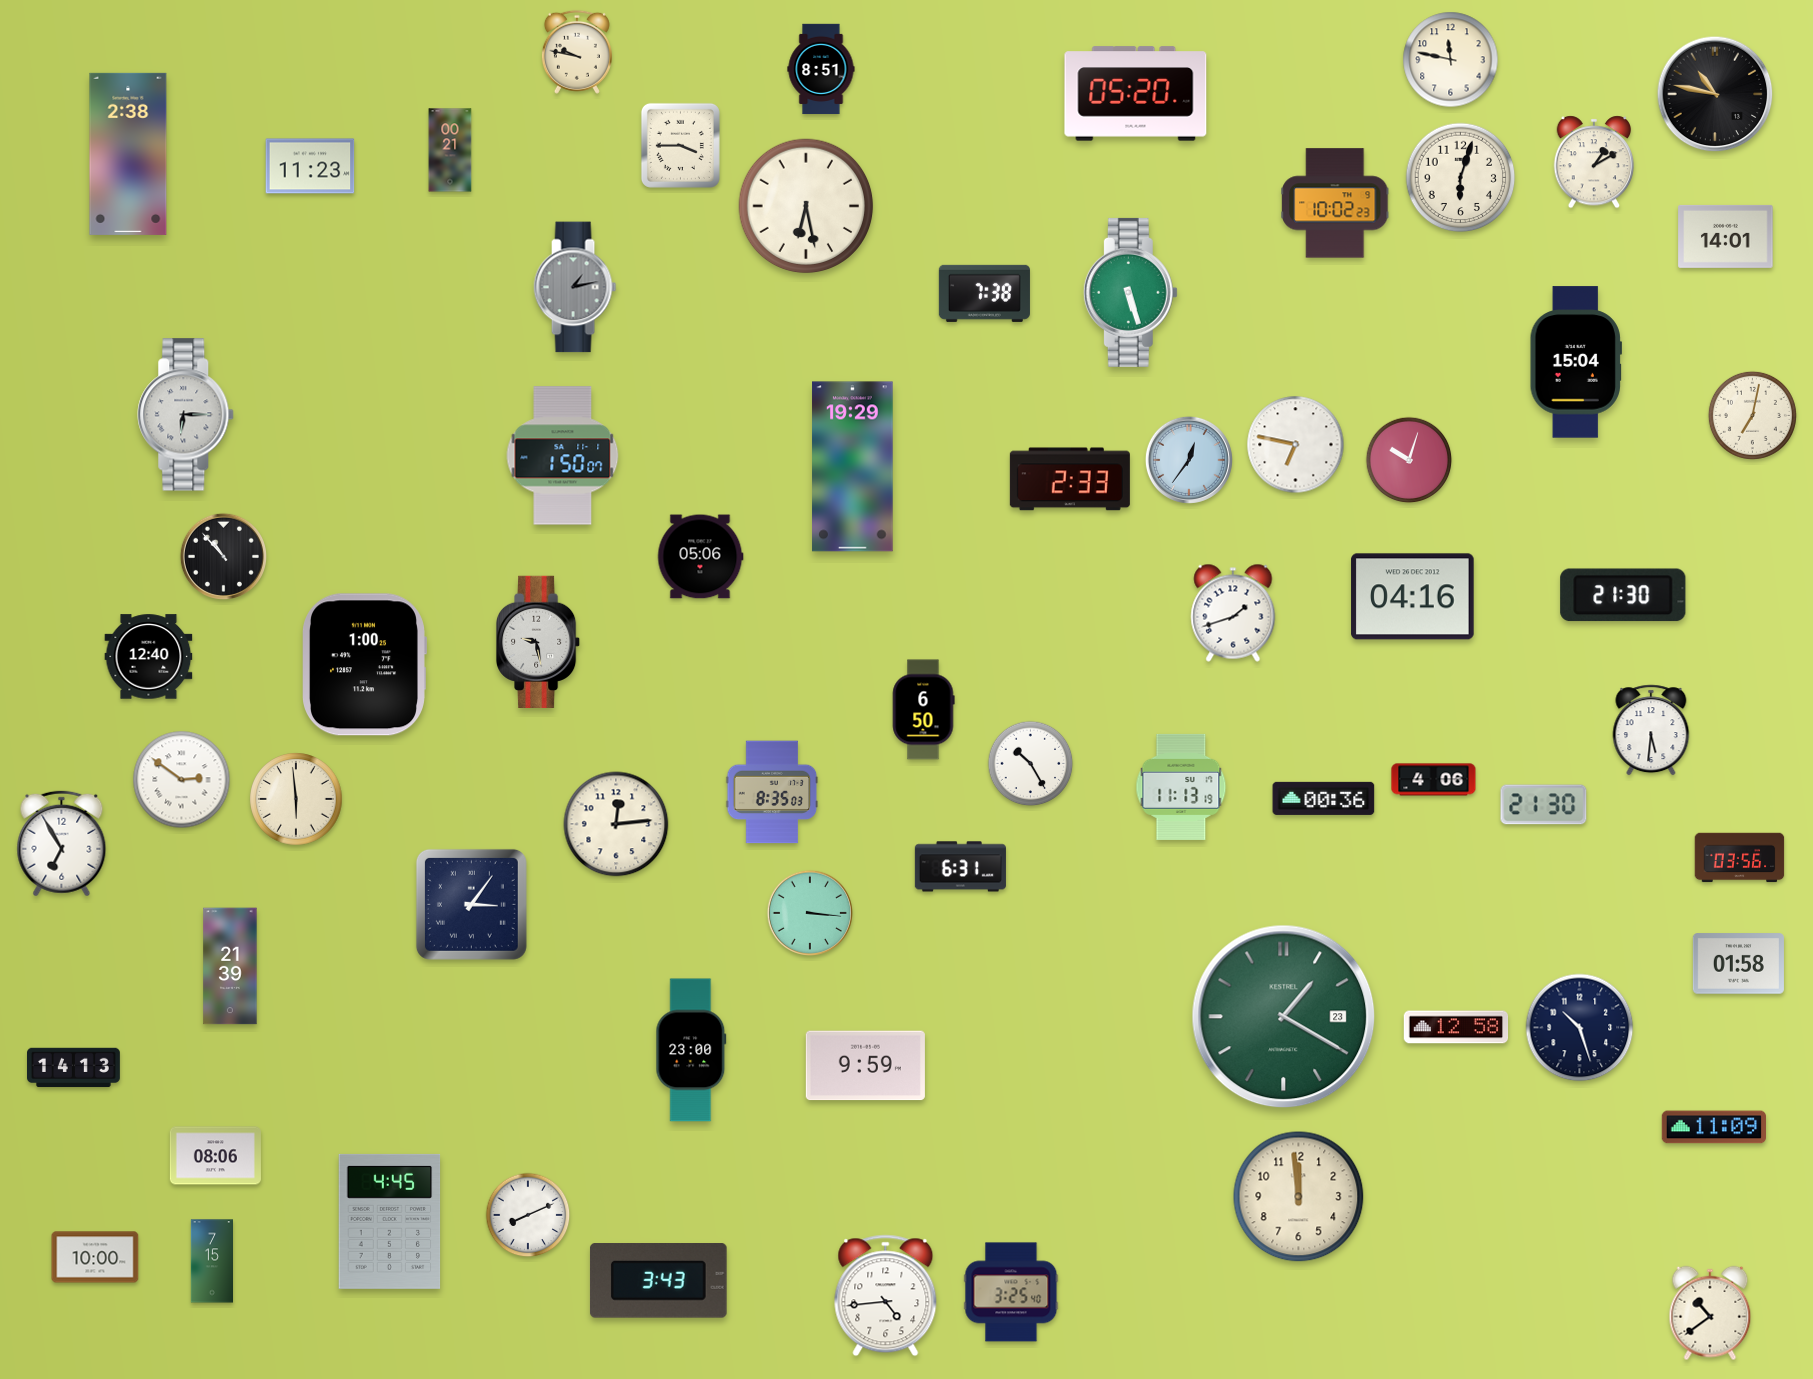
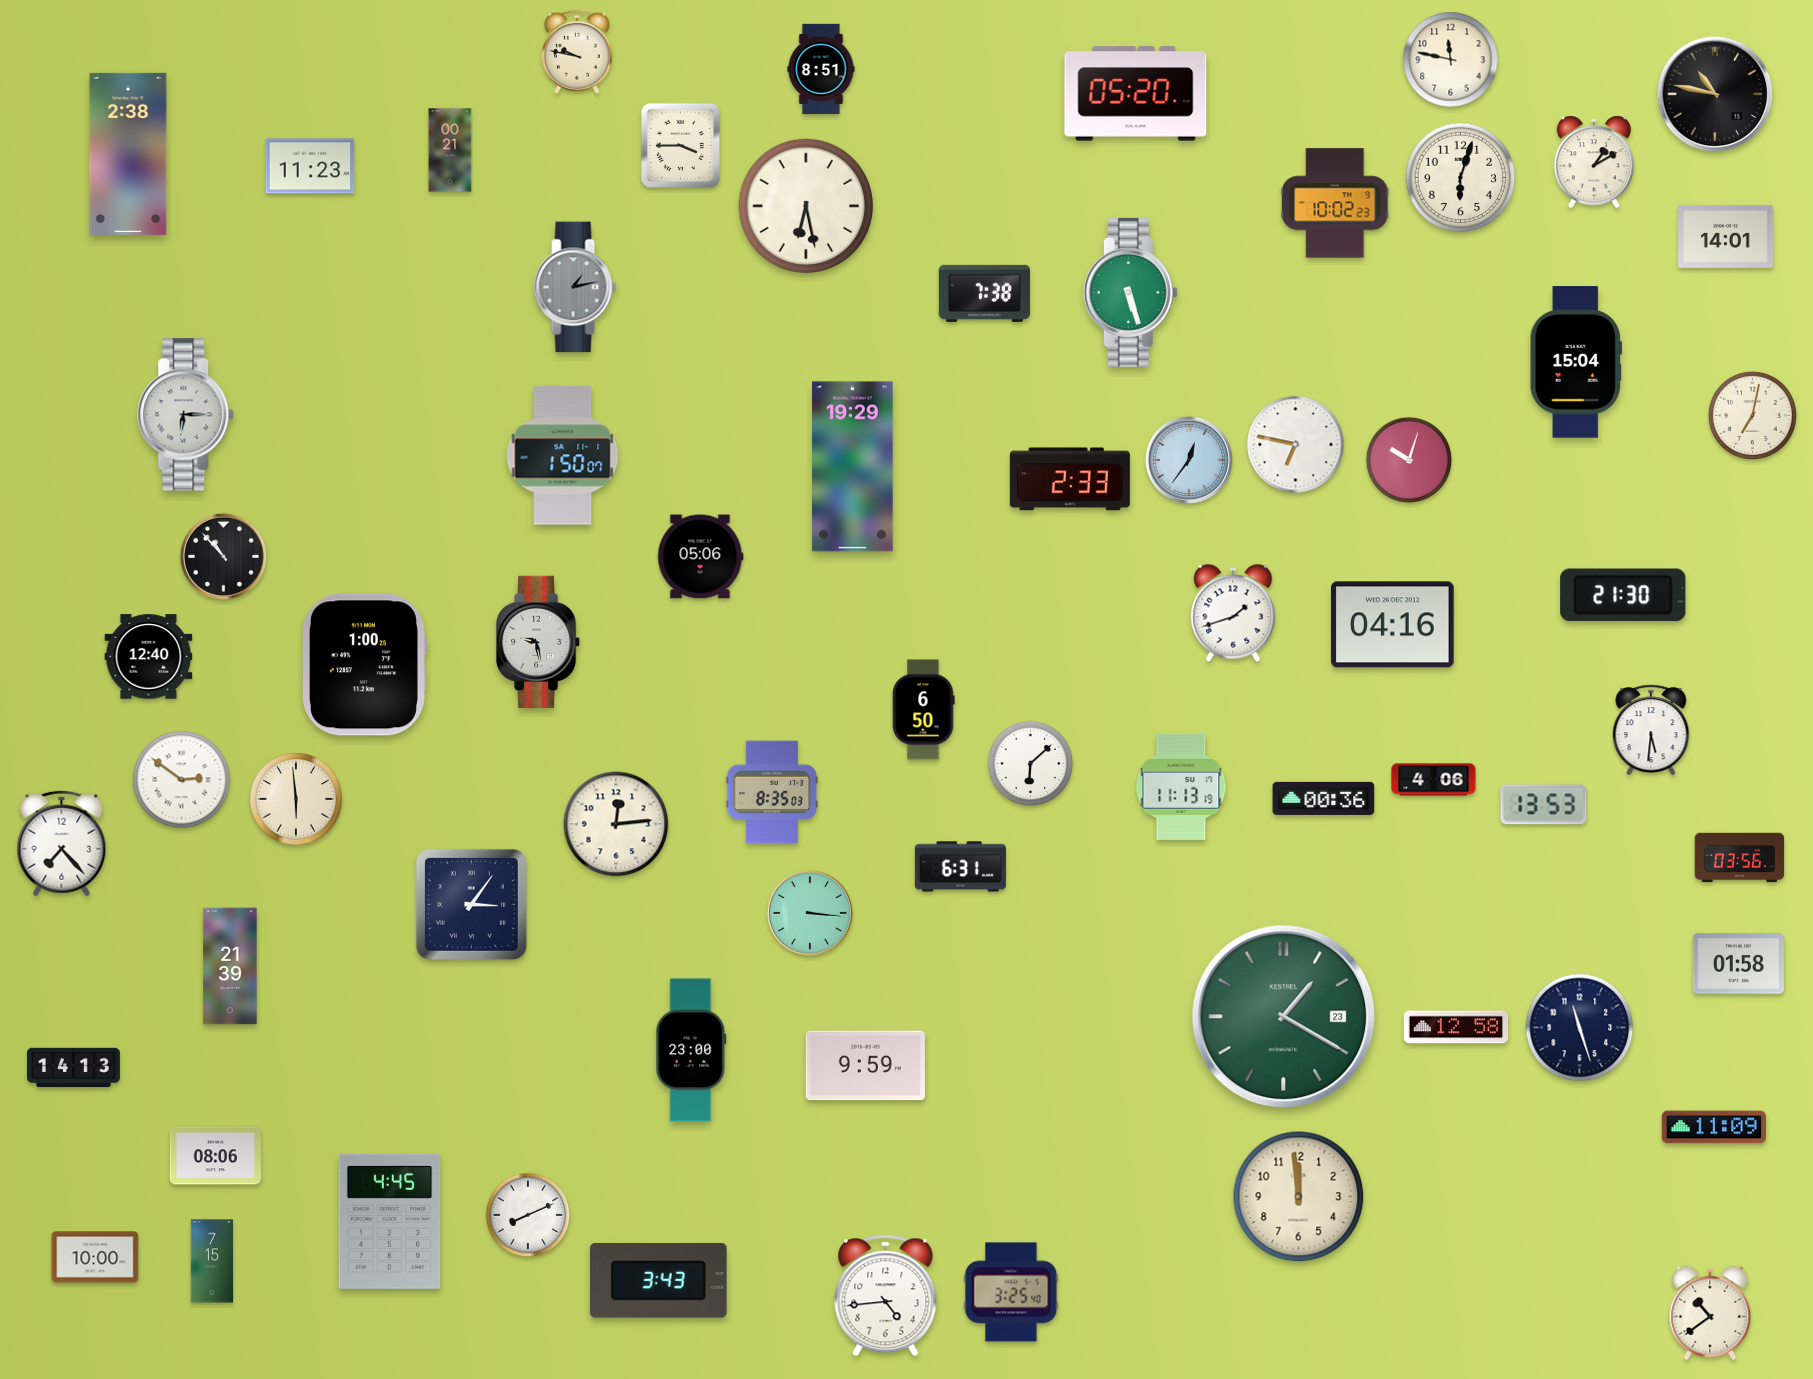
clock at (1413, 597) position: (1413, 597) -> (1393, 625)
clock at (1031, 764): 10:25 -> 6:08
clock at (1544, 805): 21:30 -> 13:53
clock at (62, 844): 6:55 -> 7:23
clock at (1580, 1028): 10:27 -> 11:27
